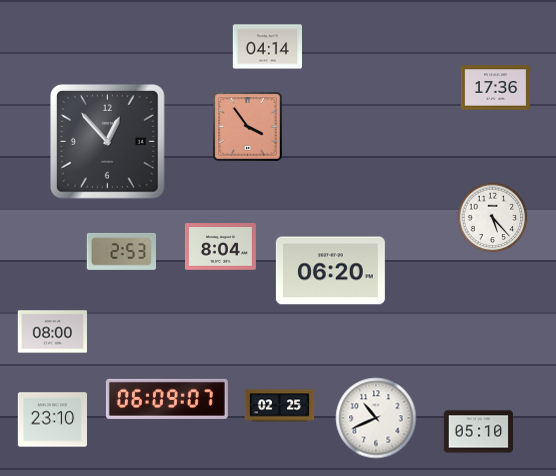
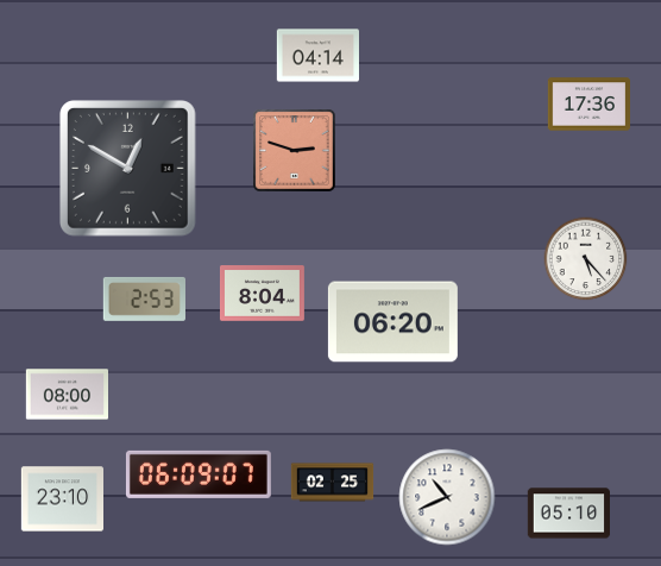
clock at (248, 127): 3:54 -> 2:48
clock at (108, 142): 12:53 -> 12:50
clock at (52, 332) position: (52, 332) -> (67, 395)
